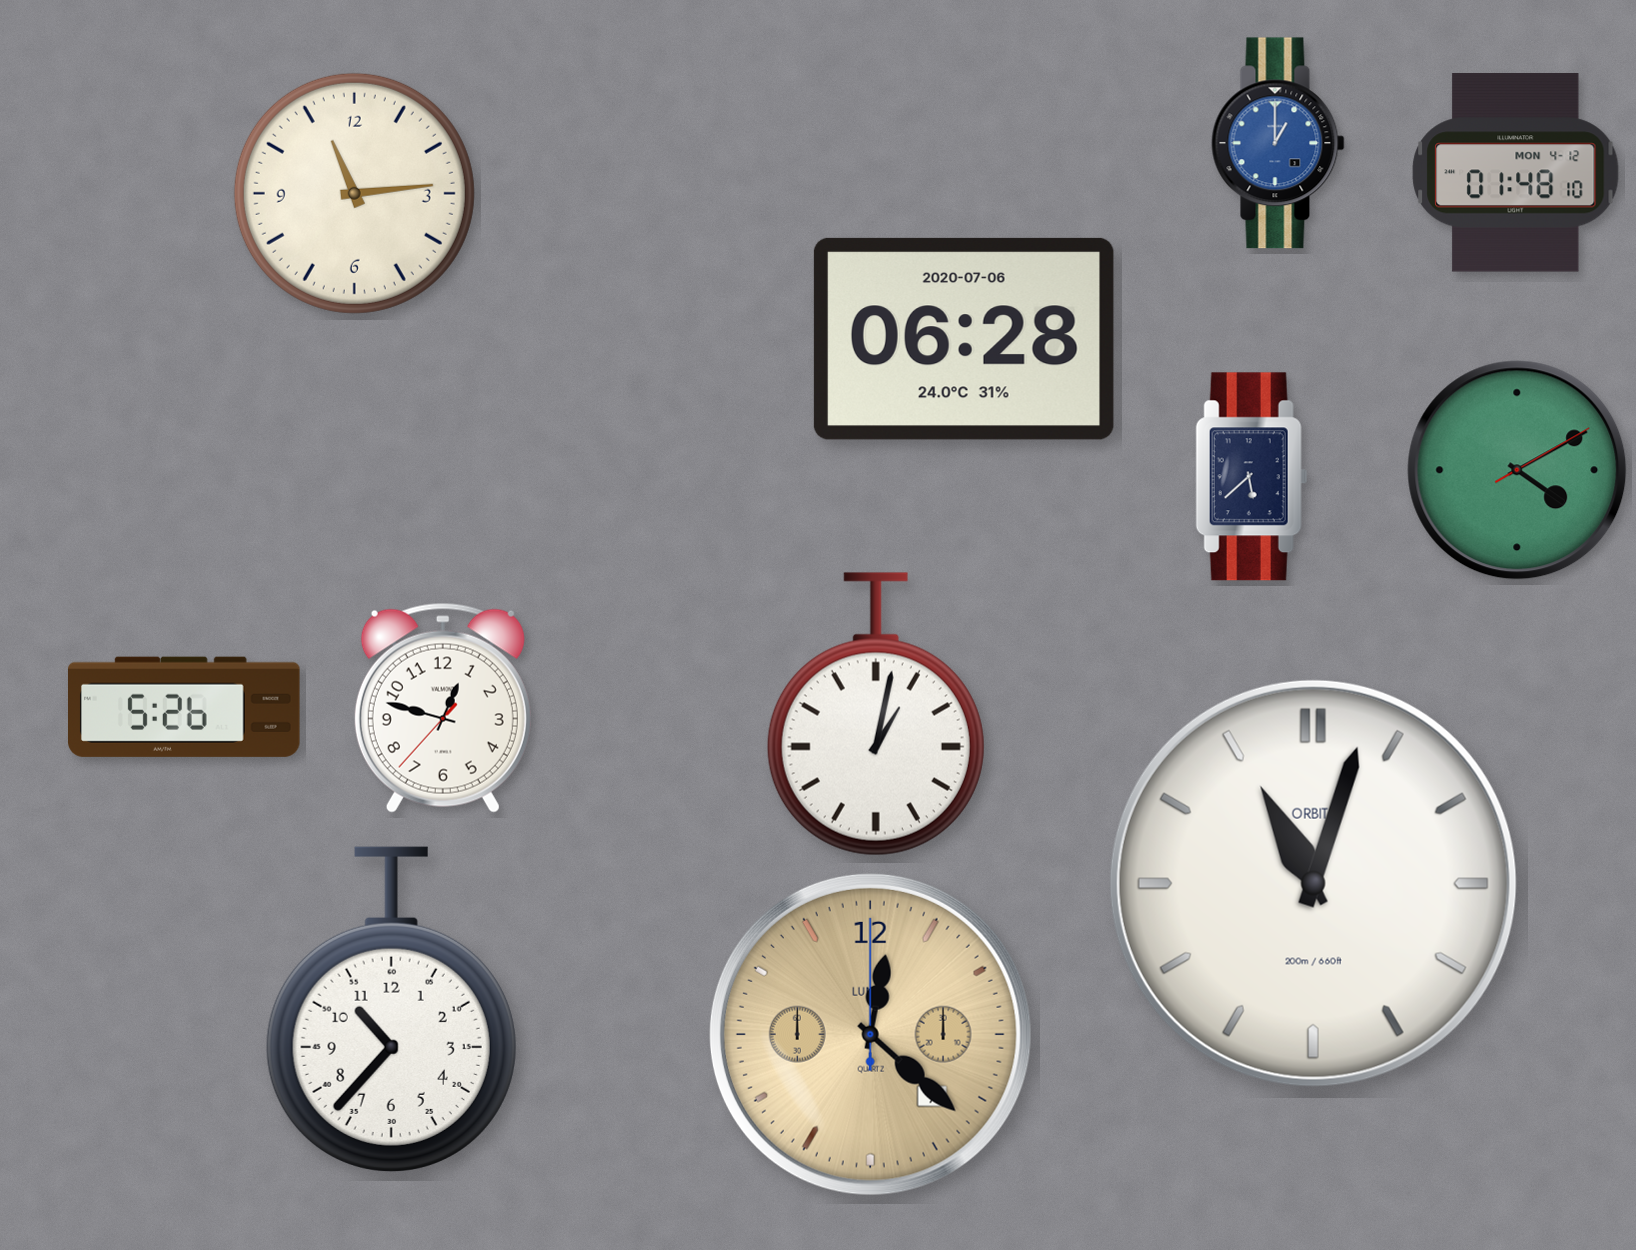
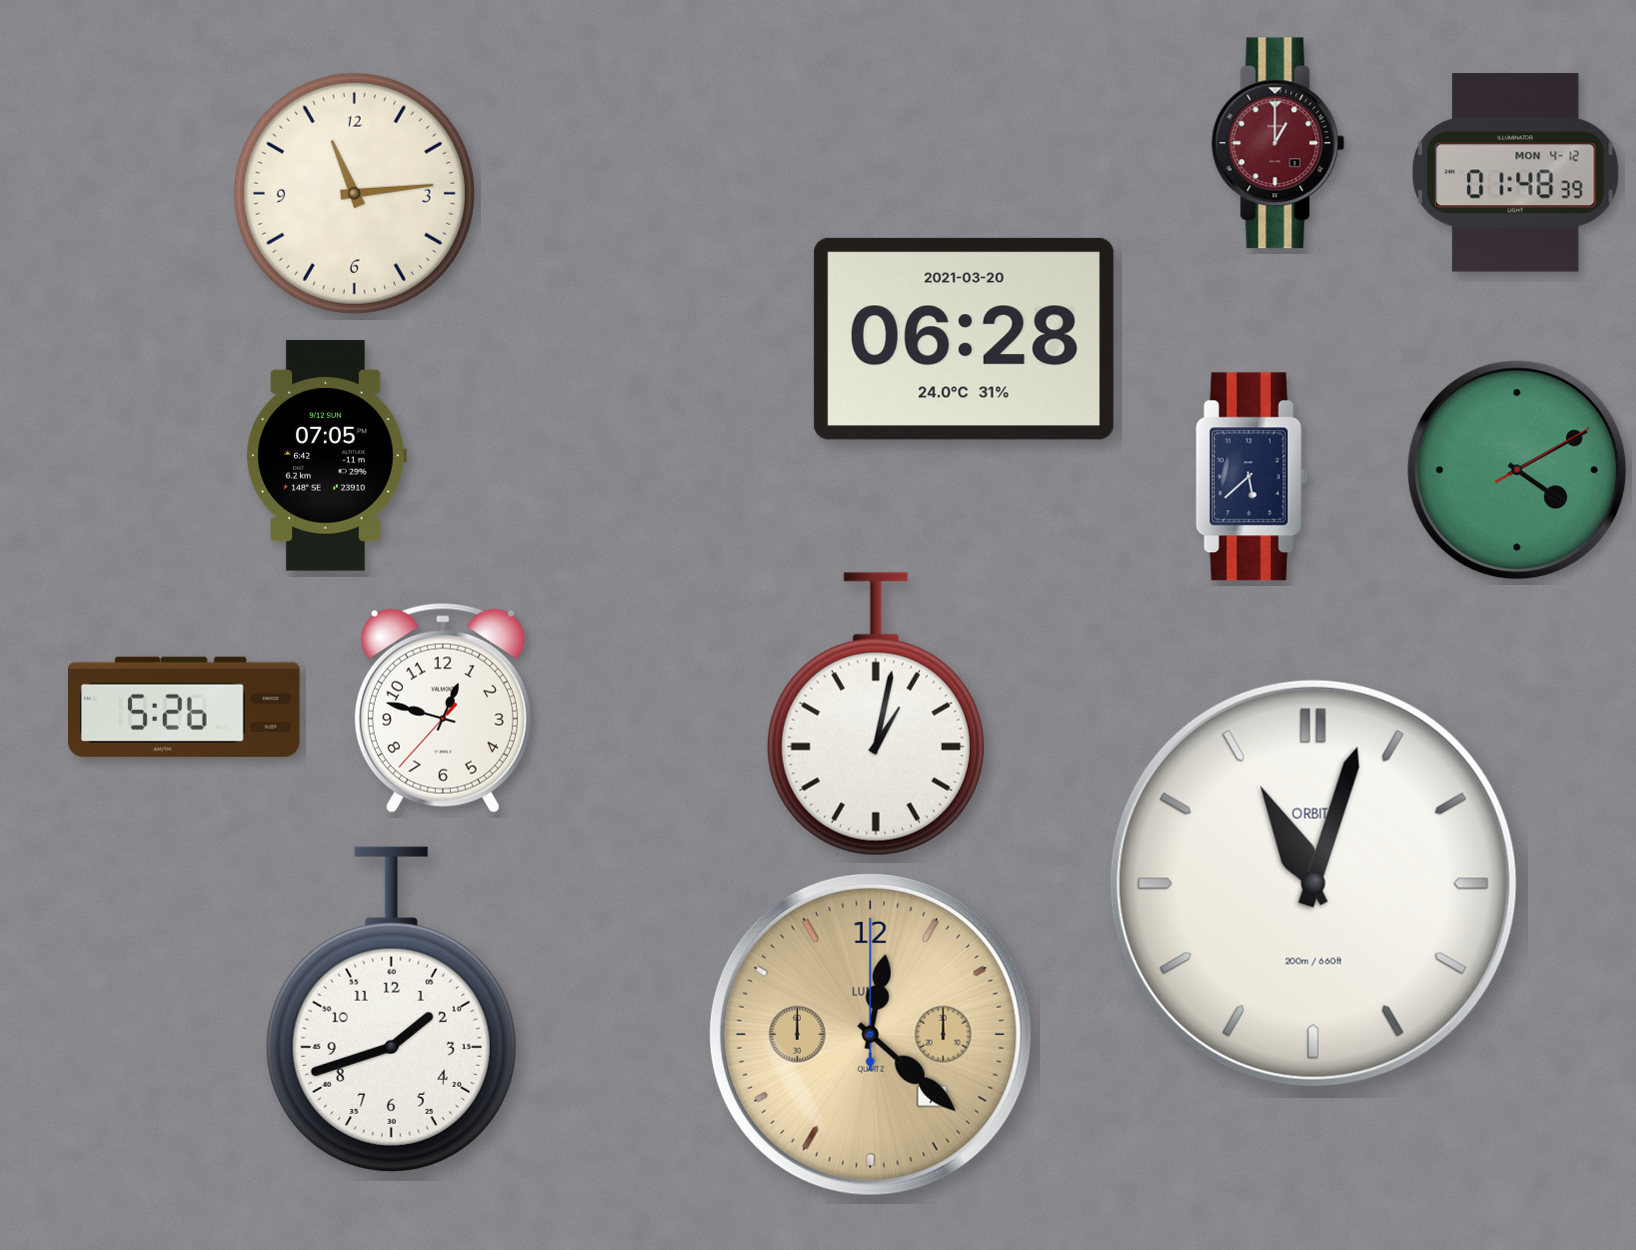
clock at (1278, 143) dial: blue -> burgundy
clock at (1516, 173): 01:48:10 -> 01:48:39
clock at (964, 339) date: 2020-07-06 -> 2021-03-20
clock at (326, 456): none -> 07:05
clock at (391, 1009): 10:37 -> 1:42
